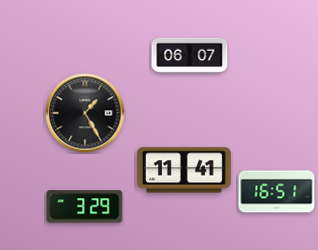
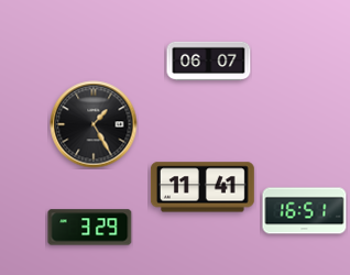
clock at (85, 207) position: (85, 207) -> (90, 228)
